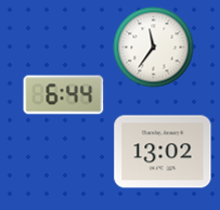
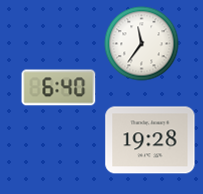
clock at (64, 95): 6:44 -> 6:40
clock at (163, 152): 13:02 -> 19:28
